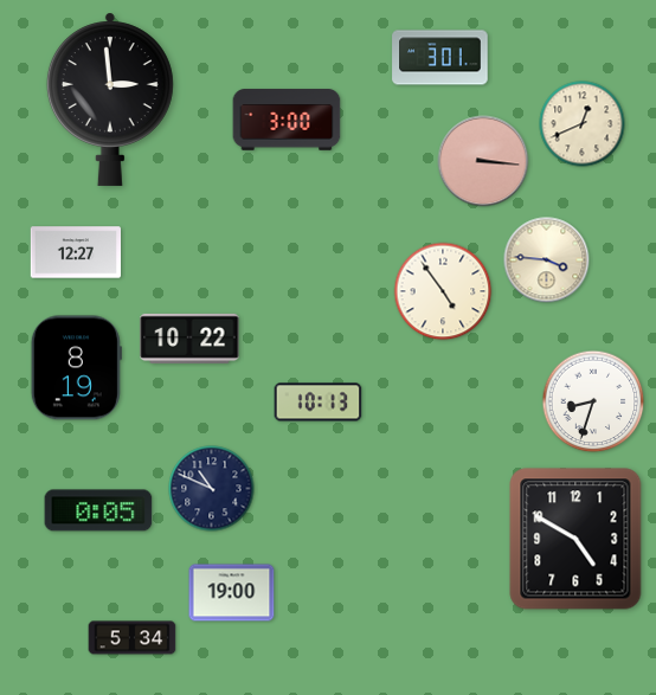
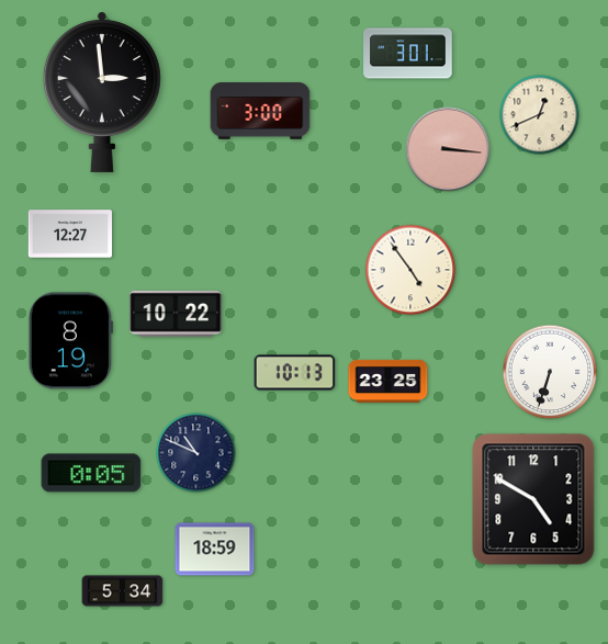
clock at (287, 120) position: (287, 120) -> (260, 111)
clock at (547, 260): 3:46 -> none
clock at (593, 401): 8:33 -> 6:33
clock at (389, 381): none -> 23:25
clock at (232, 593): 19:00 -> 18:59
